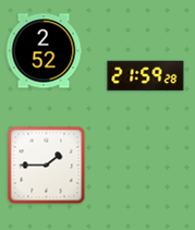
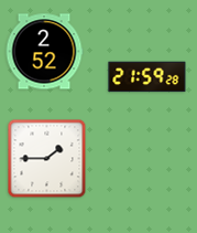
clock at (47, 166) position: (47, 166) -> (47, 159)
